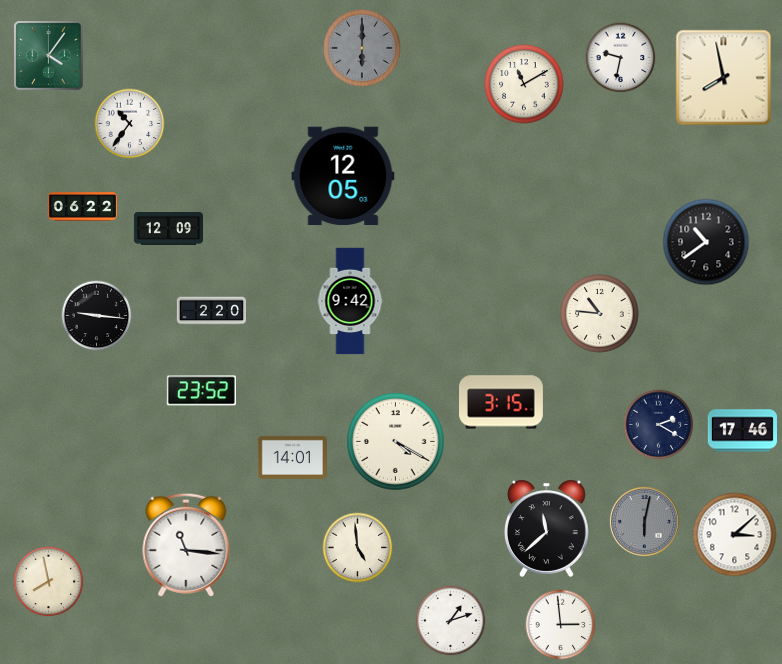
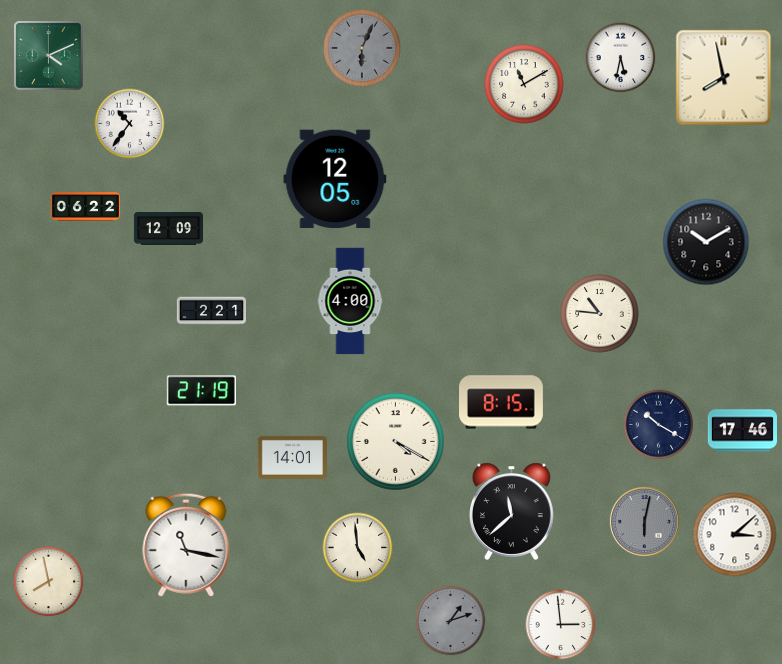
clock at (362, 48): 6:00 -> 6:04
clock at (49, 56): 4:06 -> 4:11
clock at (621, 58): 9:32 -> 5:32
clock at (343, 176) position: (343, 176) -> (335, 179)
clock at (82, 207) position: (82, 207) -> (85, 207)
clock at (706, 242): 10:39 -> 10:10
clock at (350, 301): 9:42 -> 4:00
clock at (211, 311): 2:20 -> 2:21
clock at (97, 316): 9:16 -> none
clock at (201, 391): 23:52 -> 21:19
clock at (502, 402): 3:15 -> 8:15
clock at (659, 425): 2:20 -> 10:20
clock at (546, 528) position: (546, 528) -> (511, 511)
clock at (186, 545): 11:16 -> 11:17
clock at (451, 621) dial: white -> grey
